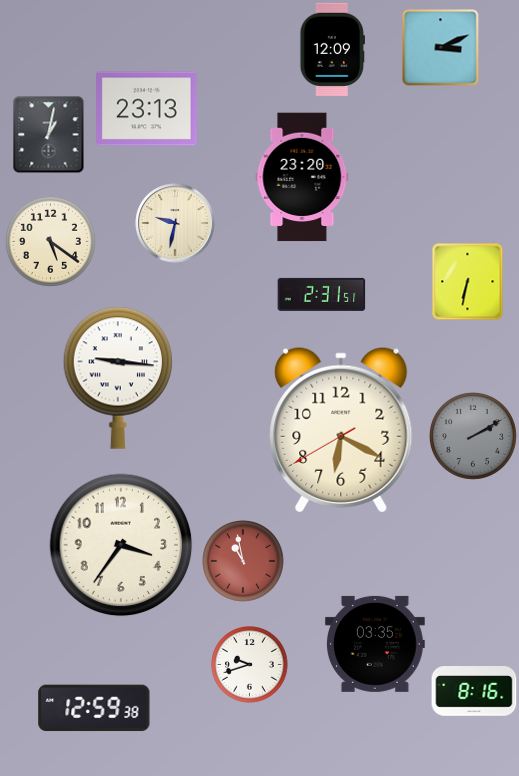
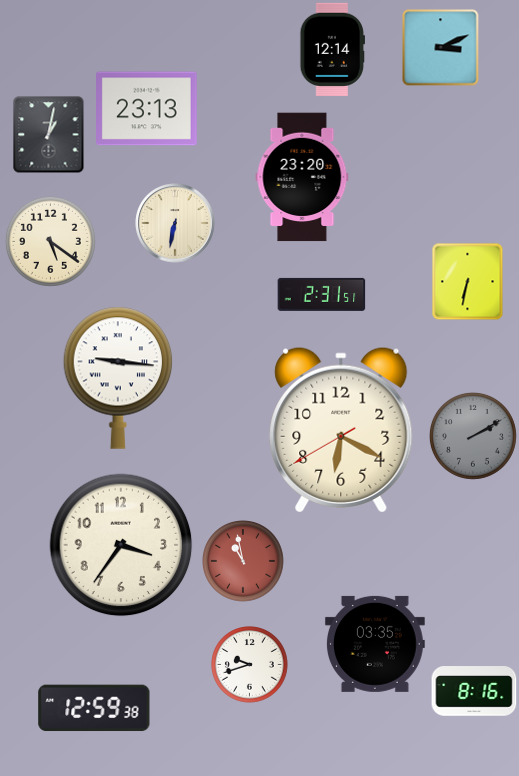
clock at (332, 49): 12:09 -> 12:14
clock at (175, 223): 9:32 -> 6:32
